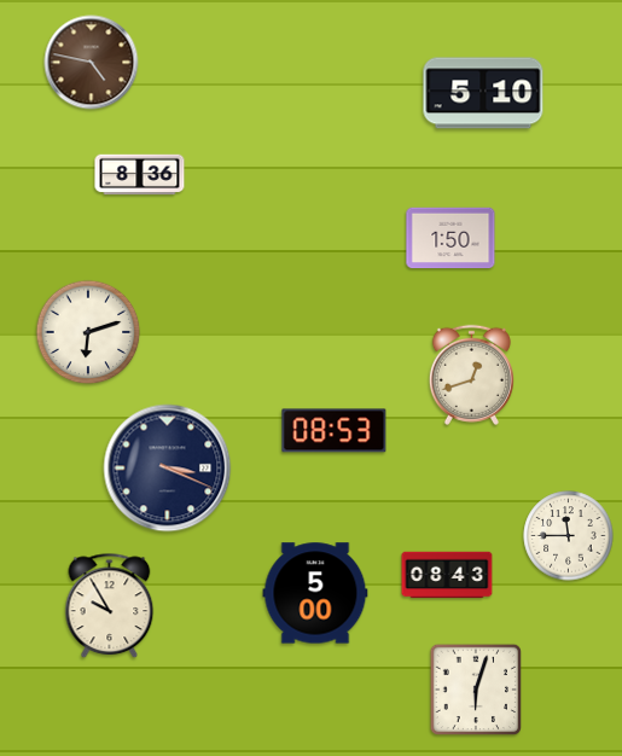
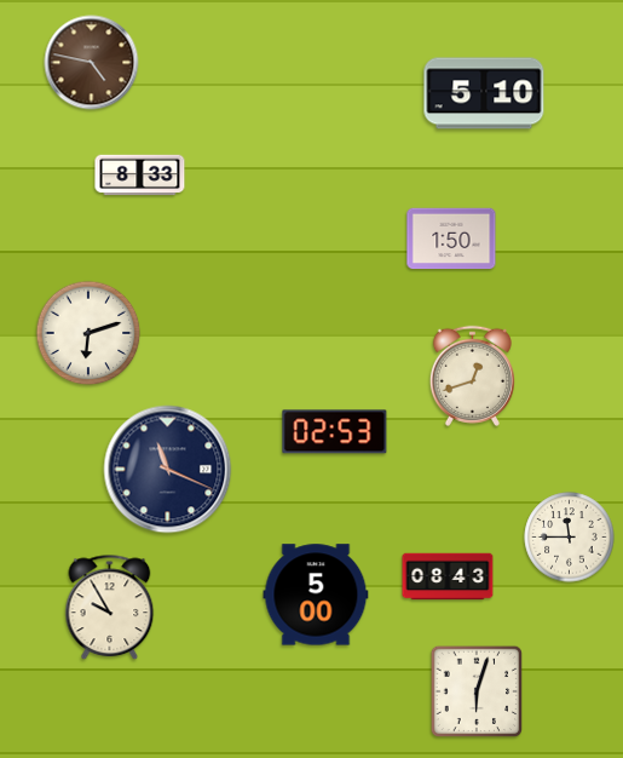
clock at (140, 175): 8:36 -> 8:33
clock at (335, 431): 08:53 -> 02:53
clock at (168, 469): 3:19 -> 11:19
